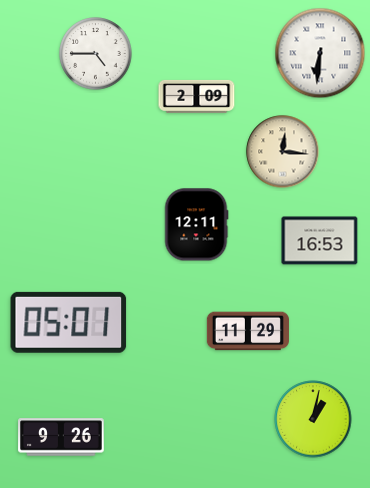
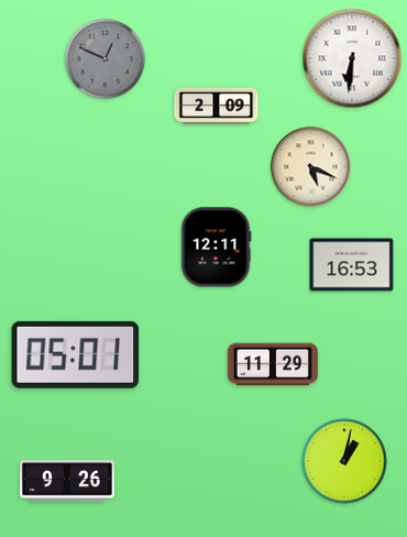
clock at (96, 54): 4:45 -> 12:49
clock at (96, 54) dial: white -> grey
clock at (283, 152): 12:16 -> 5:19
